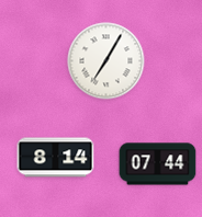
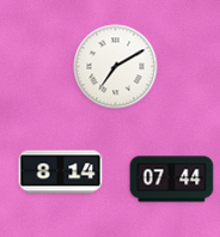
clock at (106, 61): 7:05 -> 7:10
